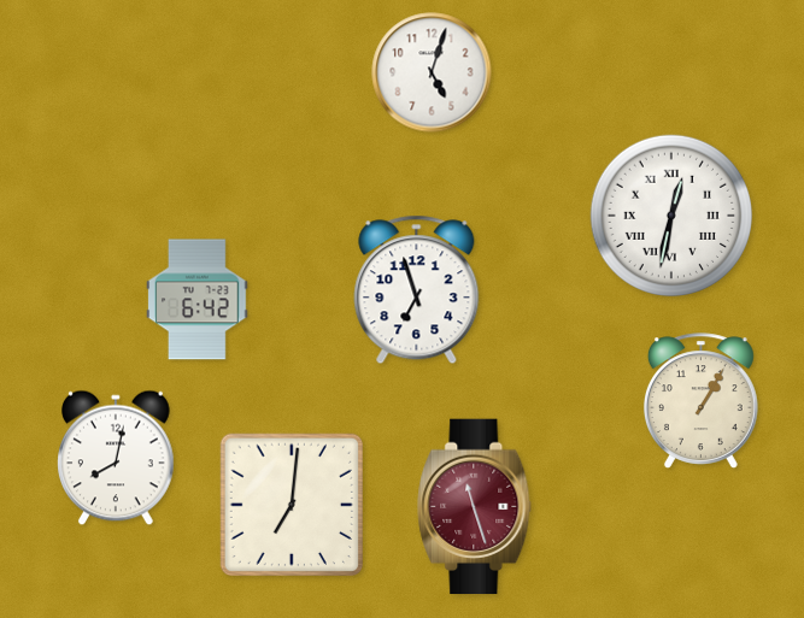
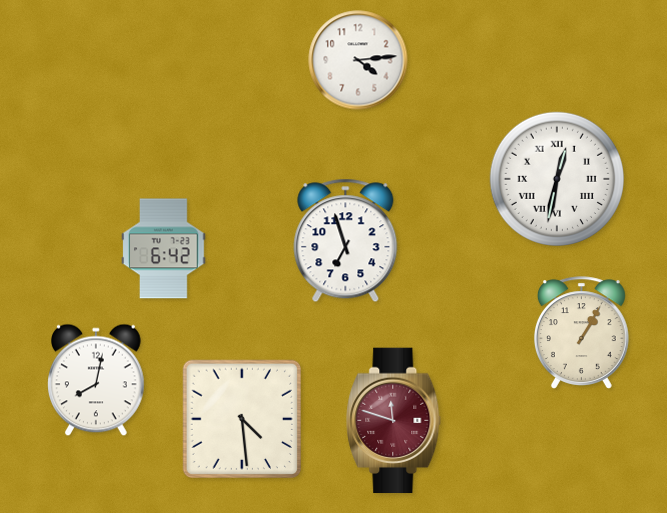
clock at (432, 72): 5:03 -> 4:14
clock at (291, 504): 7:01 -> 4:29
clock at (475, 507): 11:27 -> 11:48
